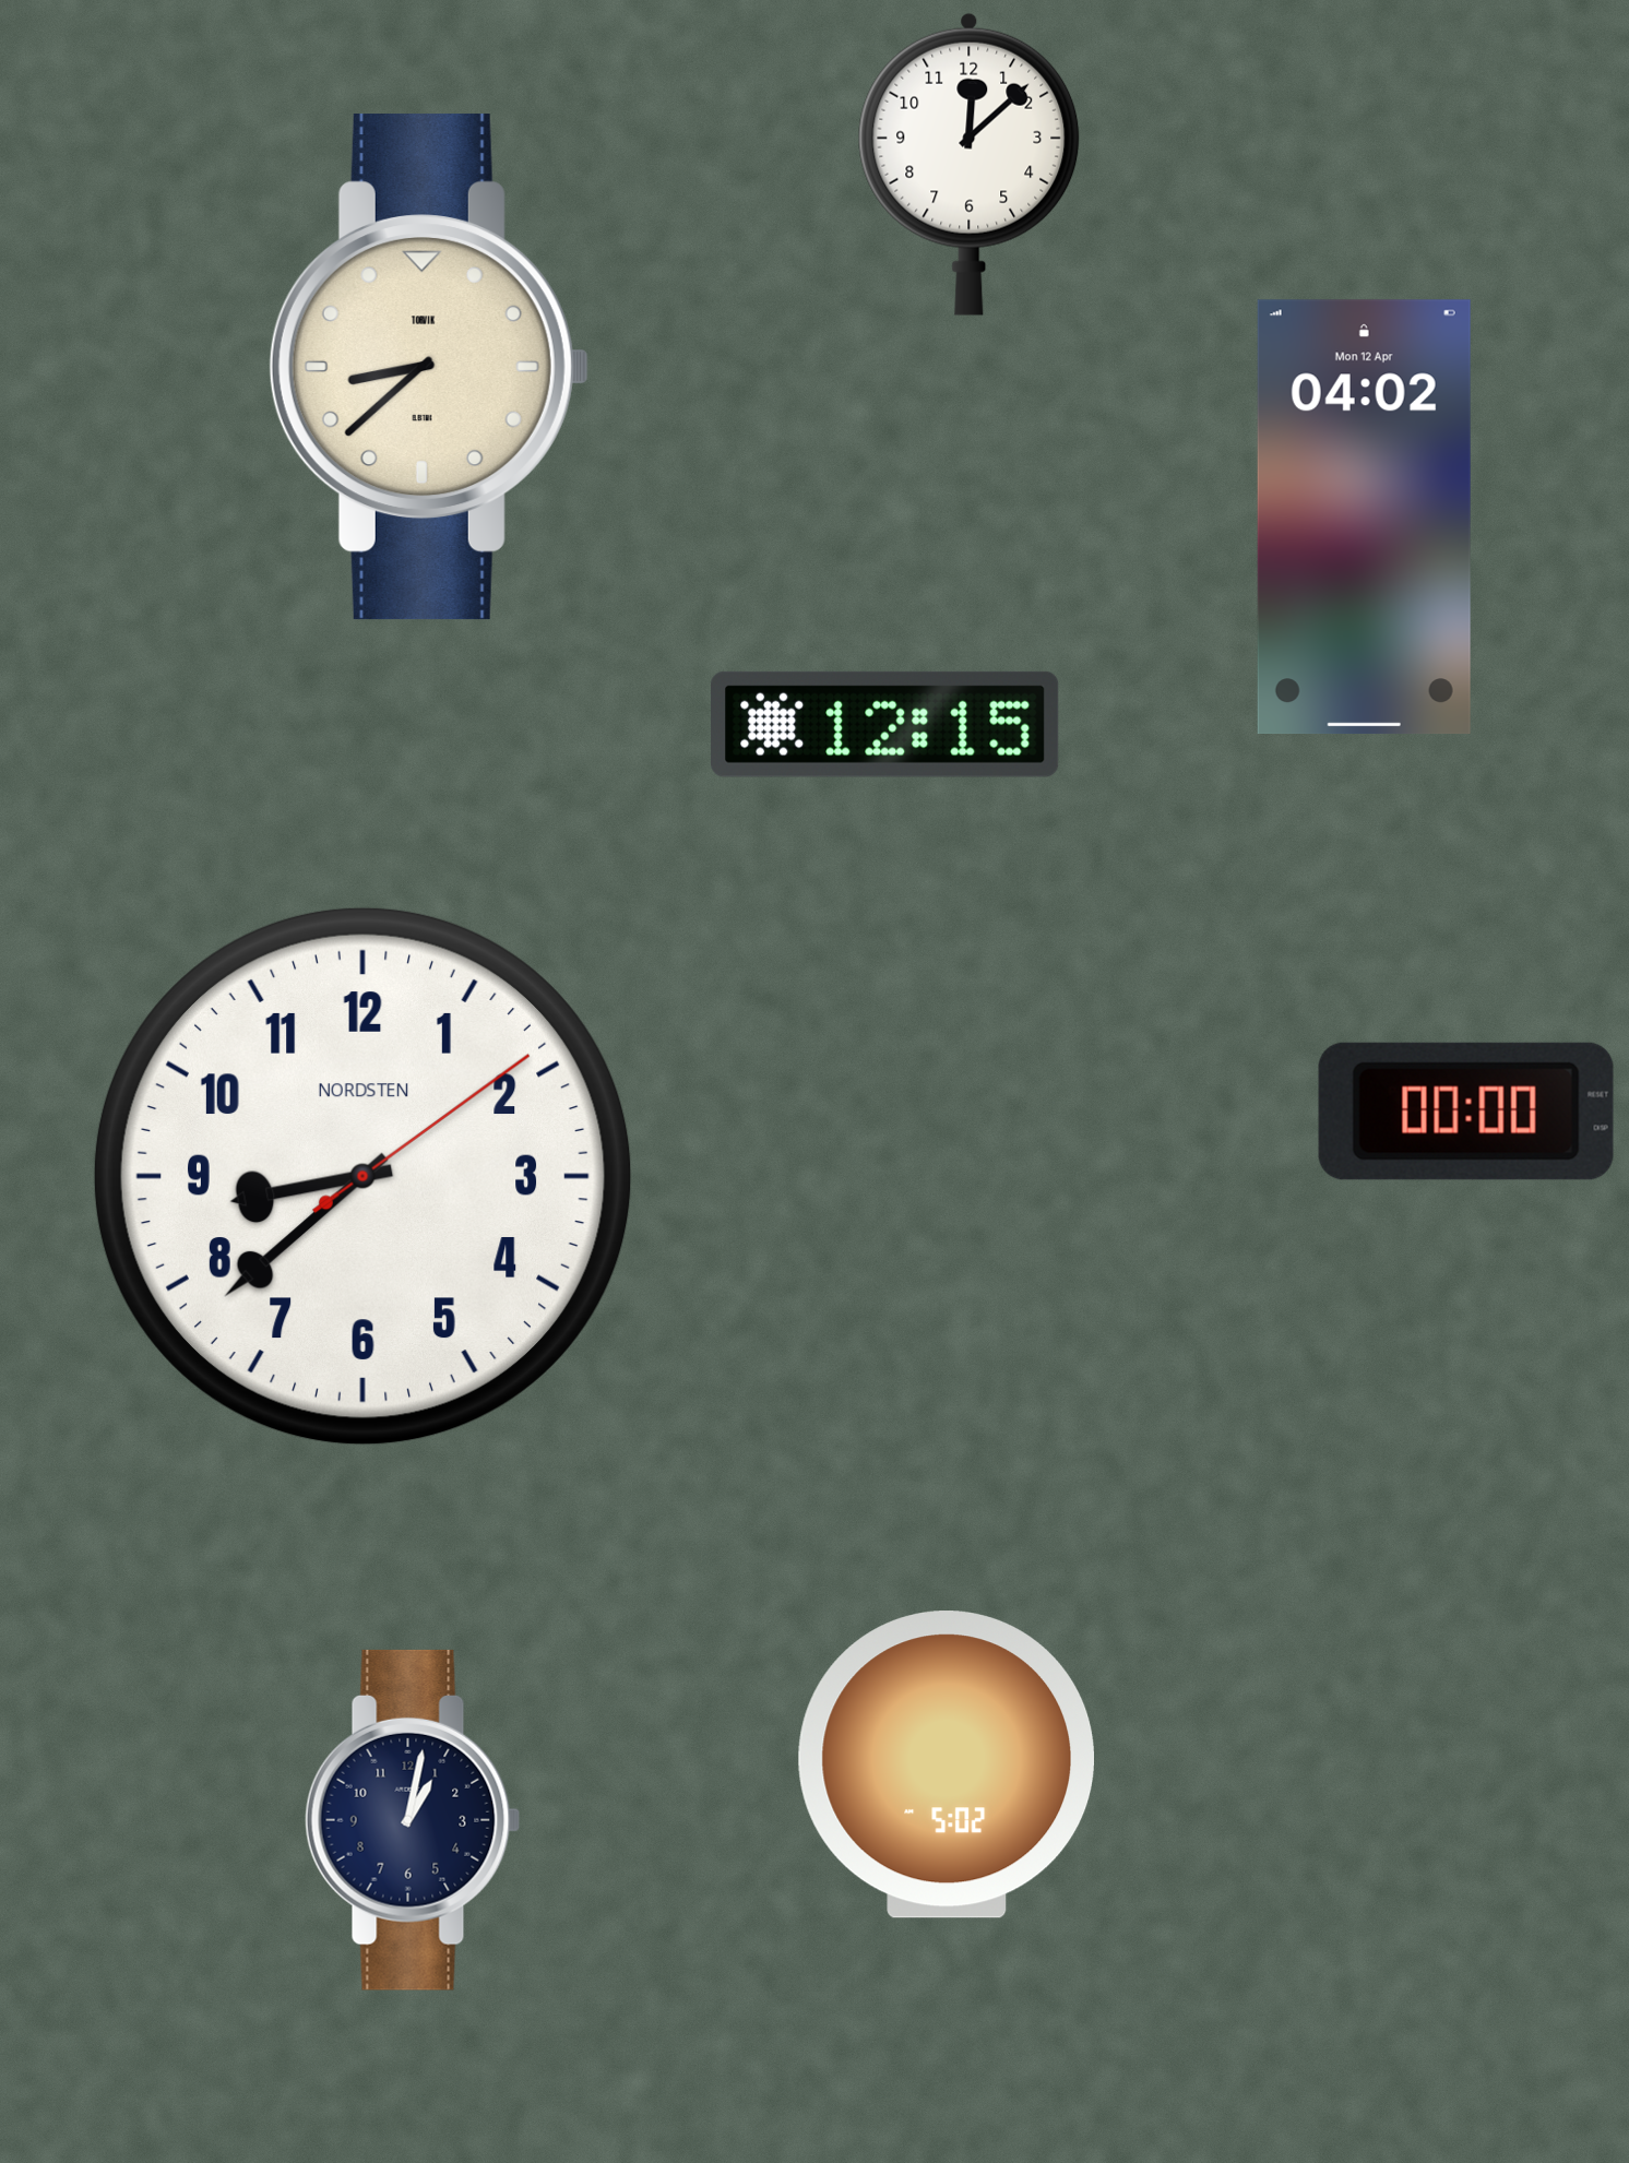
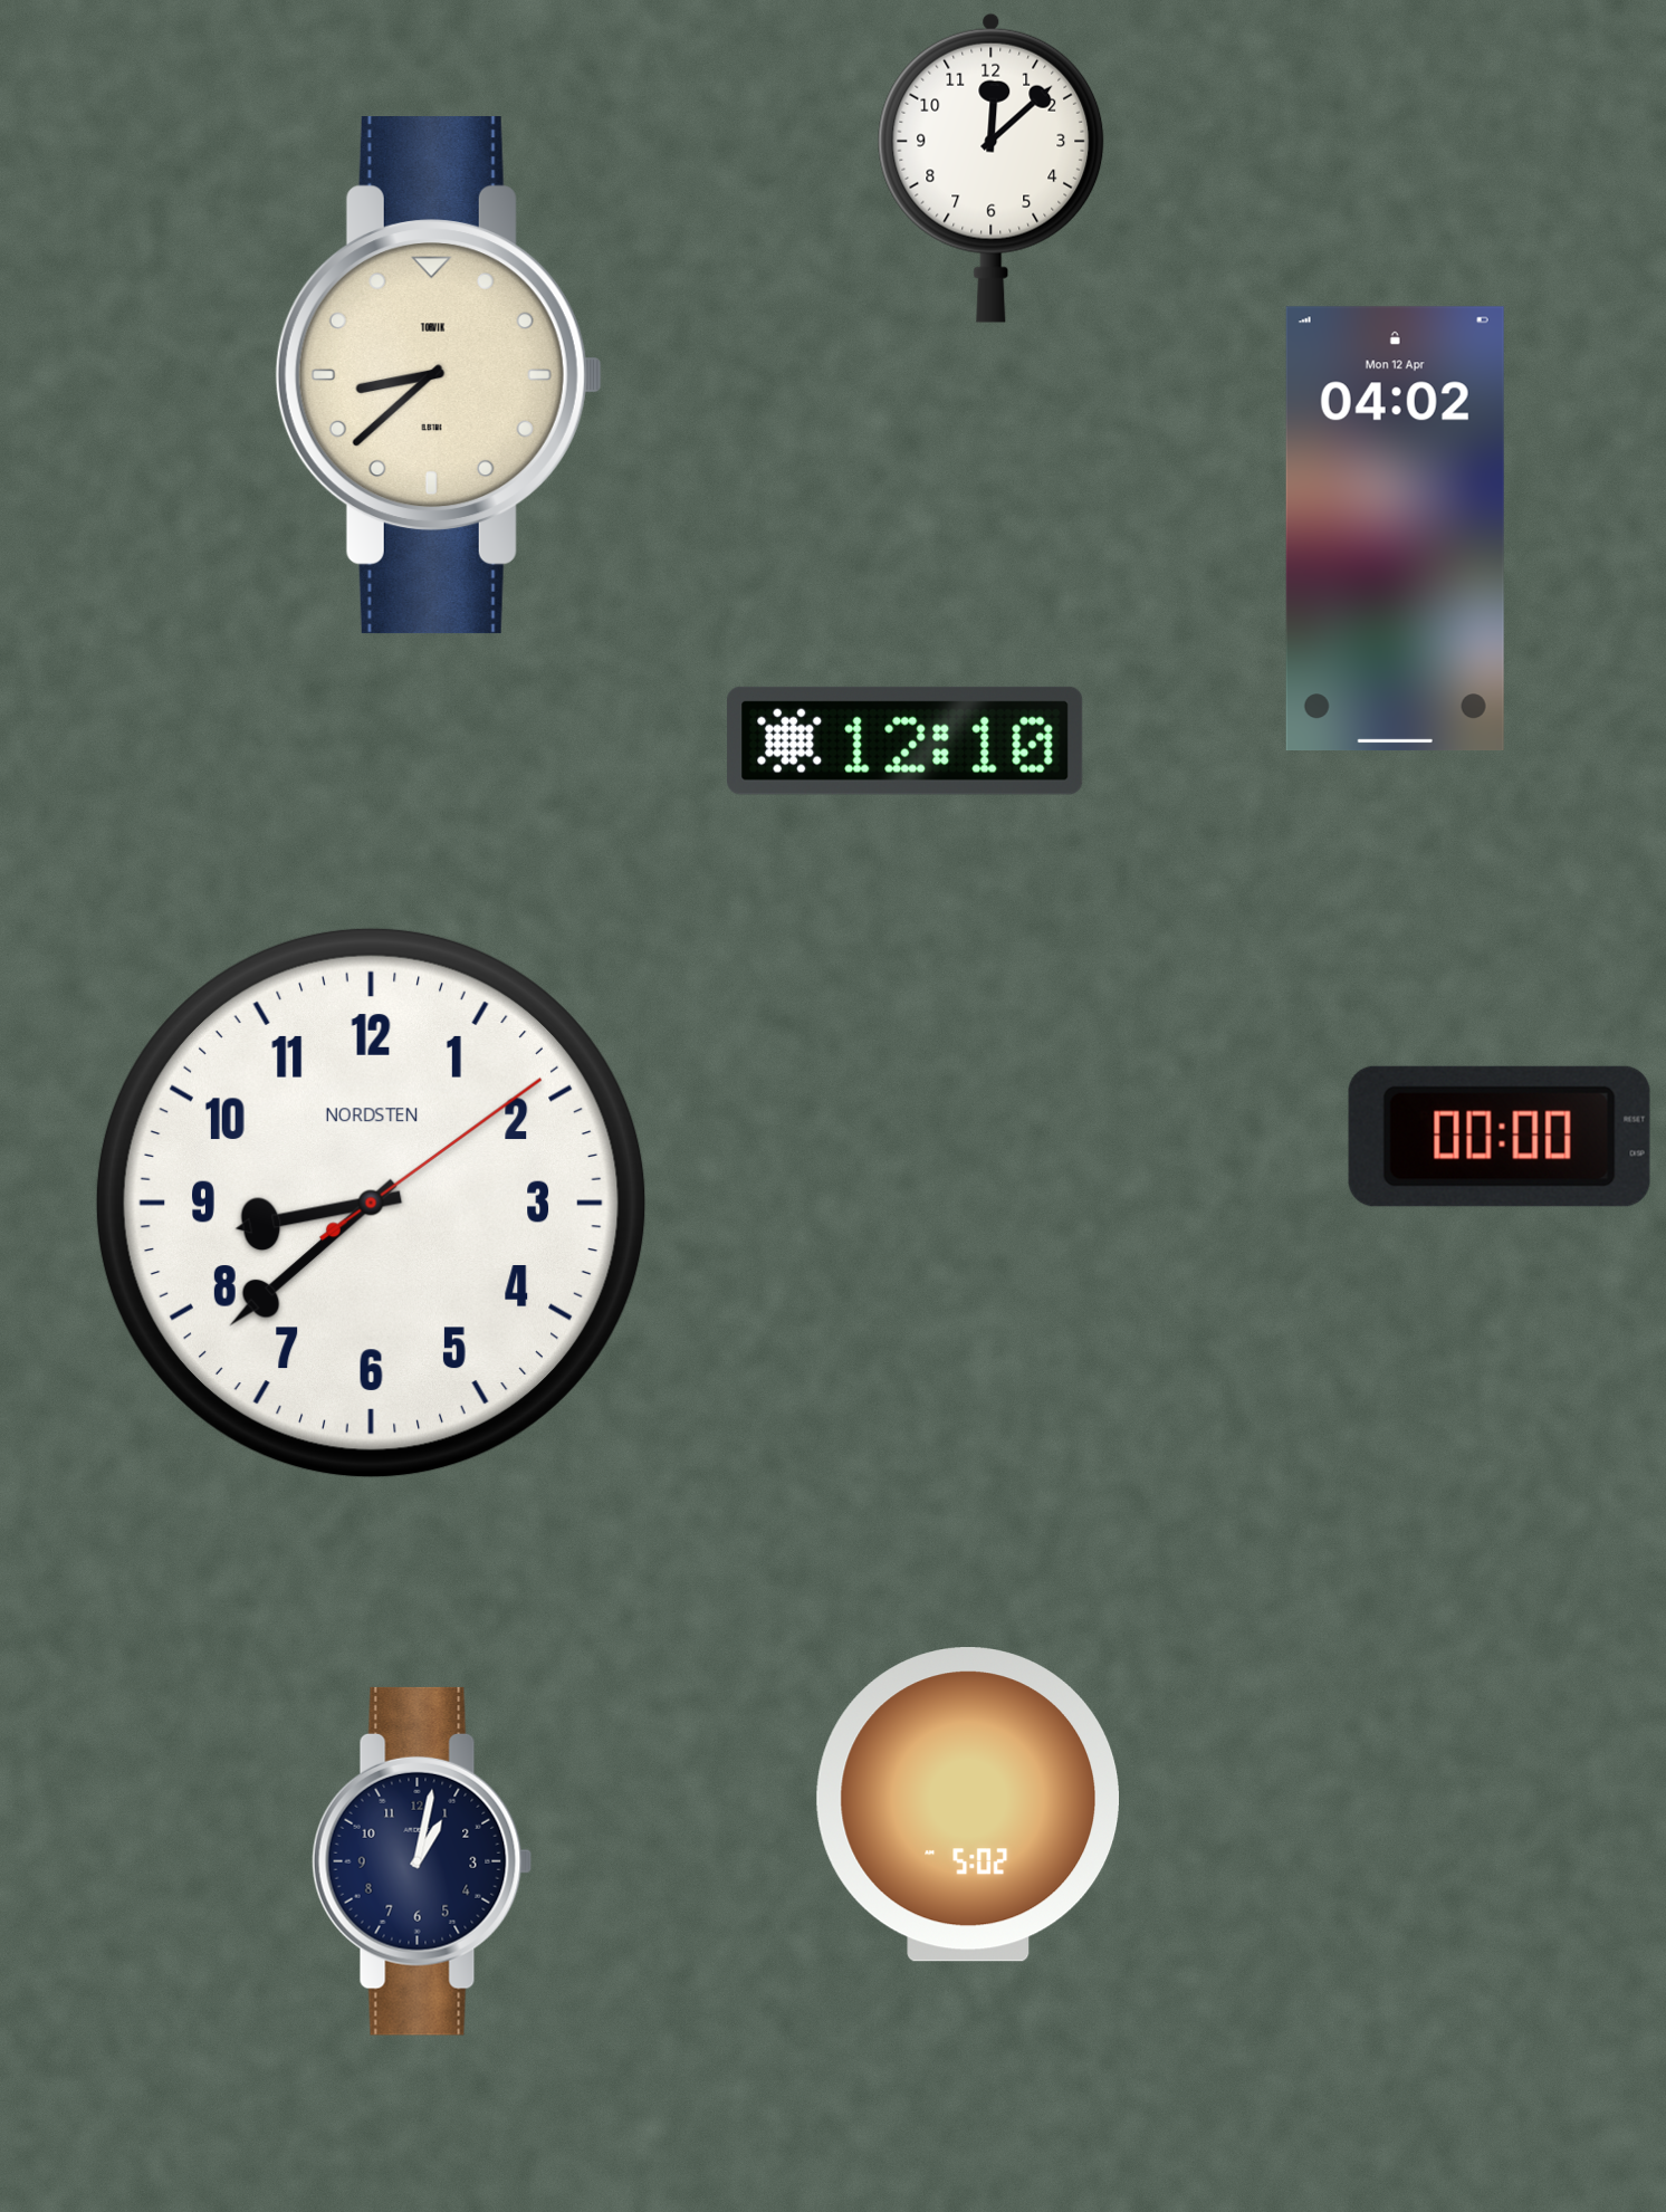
clock at (885, 724): 12:15 -> 12:10
